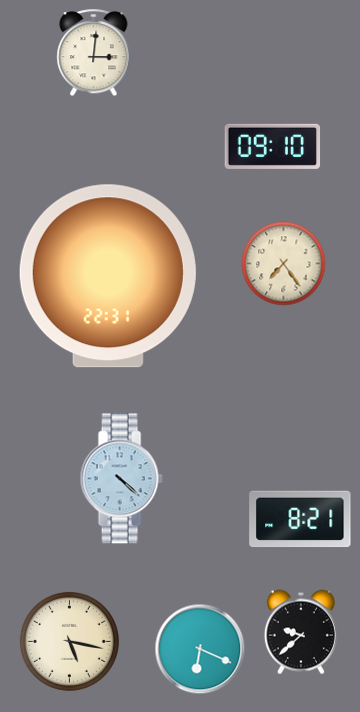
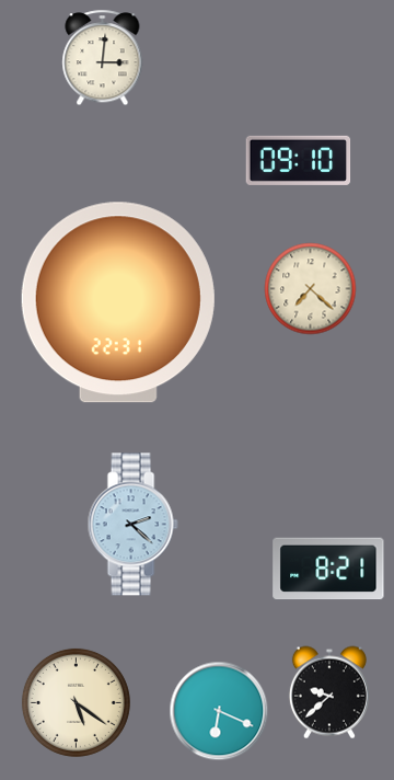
clock at (284, 264): 7:24 -> 7:22
clock at (121, 479): 4:22 -> 2:22
clock at (69, 641): 5:17 -> 5:21
